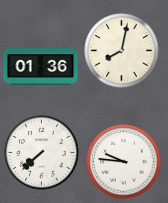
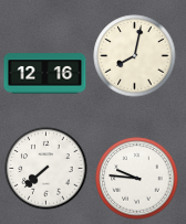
clock at (41, 67): 01:36 -> 12:16
